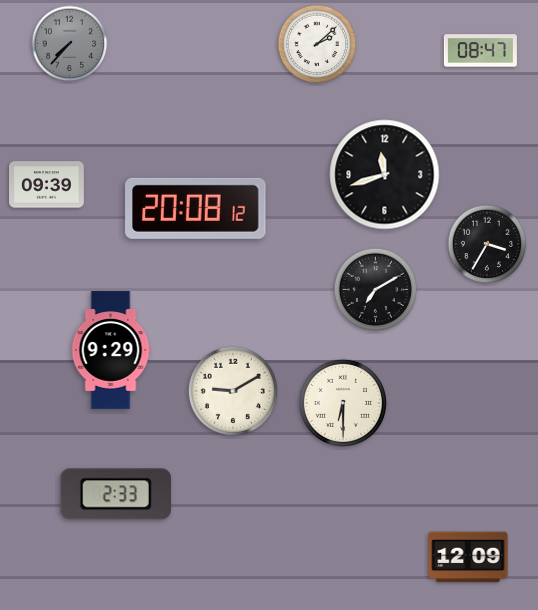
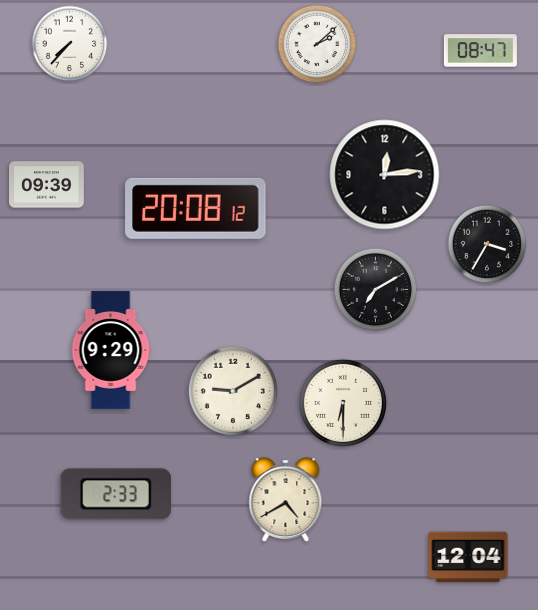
clock at (70, 44) dial: grey -> white
clock at (385, 175): 11:42 -> 12:14
clock at (286, 500): none -> 4:40
clock at (468, 557): 12:09 -> 12:04
